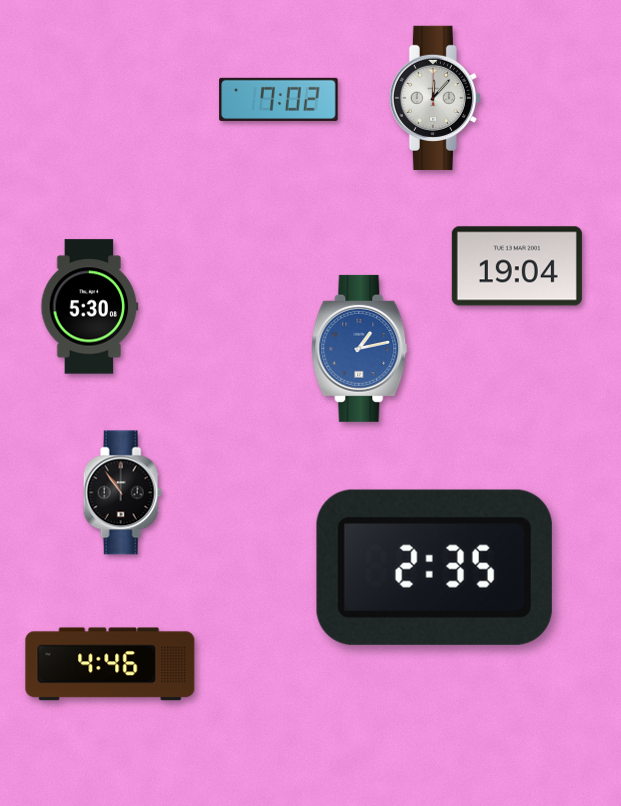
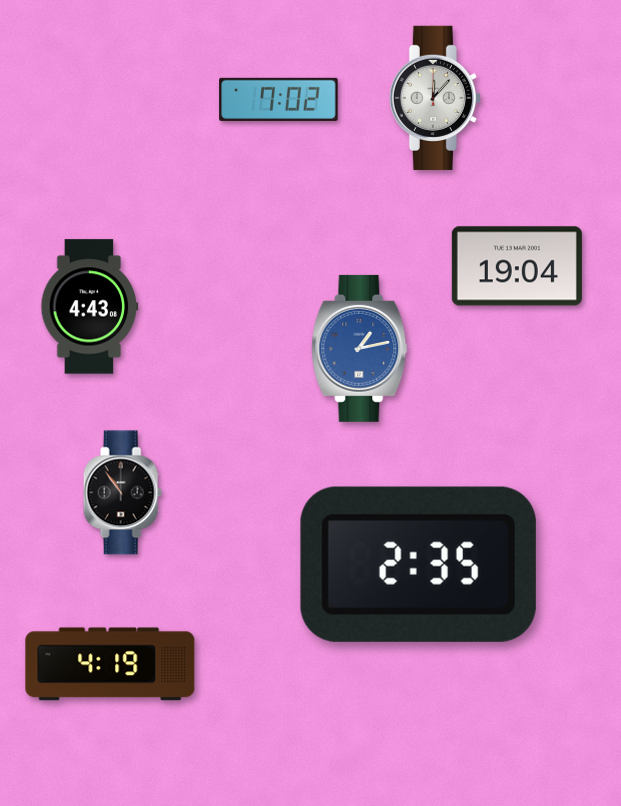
clock at (90, 307): 5:30 -> 4:43
clock at (434, 567) position: (434, 567) -> (418, 564)
clock at (110, 664): 4:46 -> 4:19
